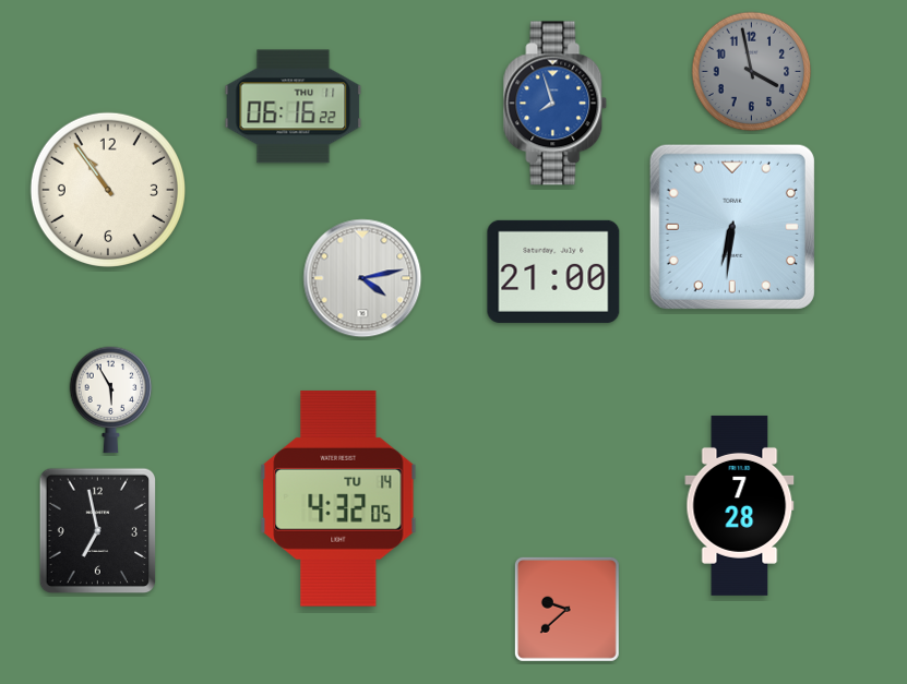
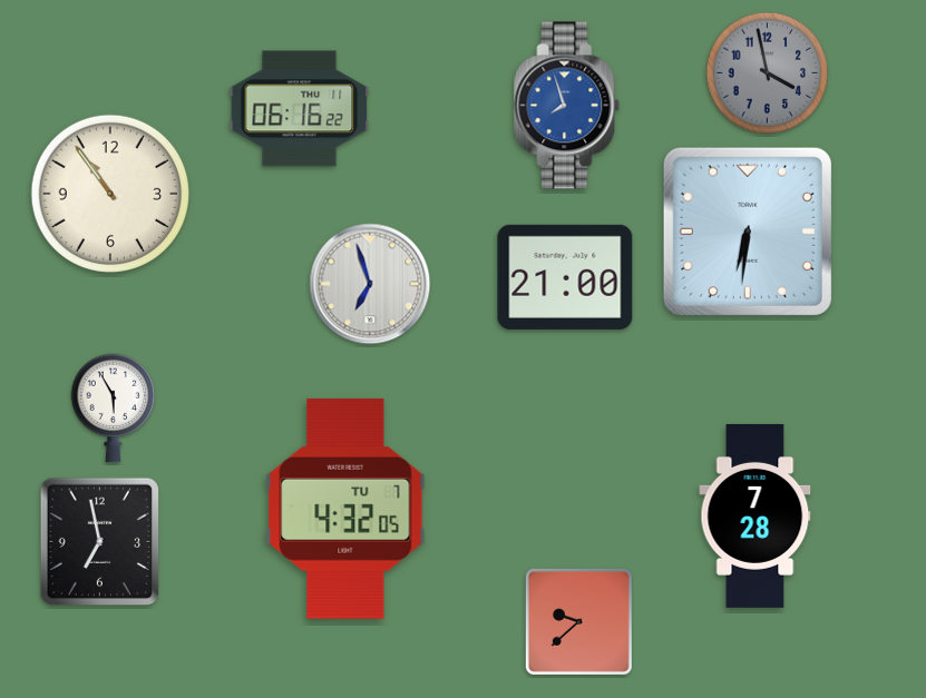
clock at (362, 278): 4:13 -> 6:57
clock at (338, 499) date: TU 14 -> TU 7
